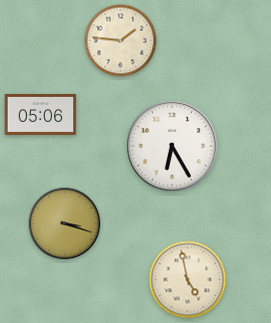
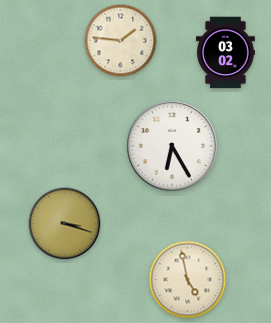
clock at (225, 53): none -> 03:02
clock at (41, 114): 05:06 -> none
